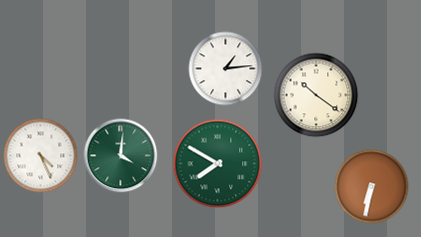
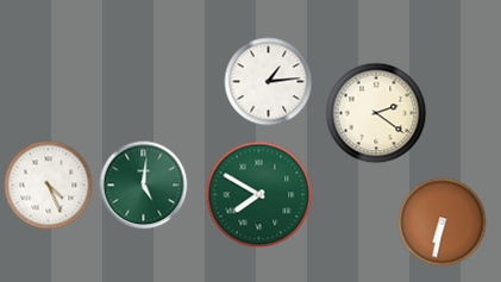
clock at (316, 95): 10:21 -> 2:21
clock at (121, 156): 4:01 -> 5:01
